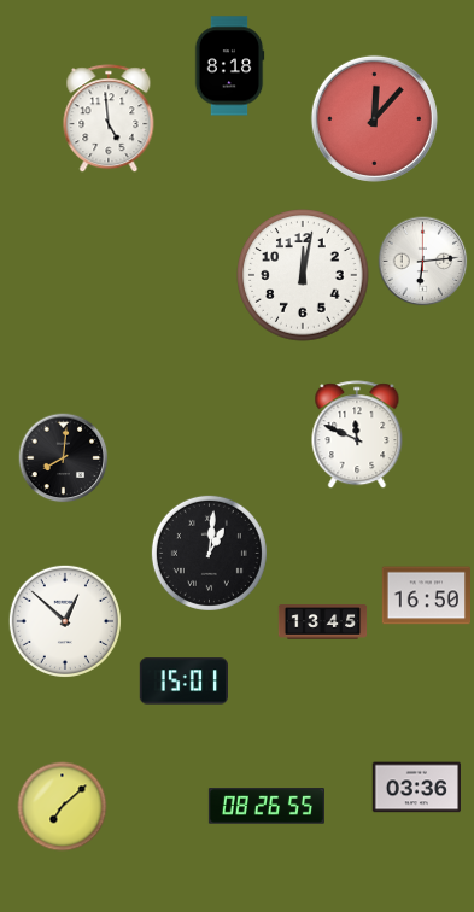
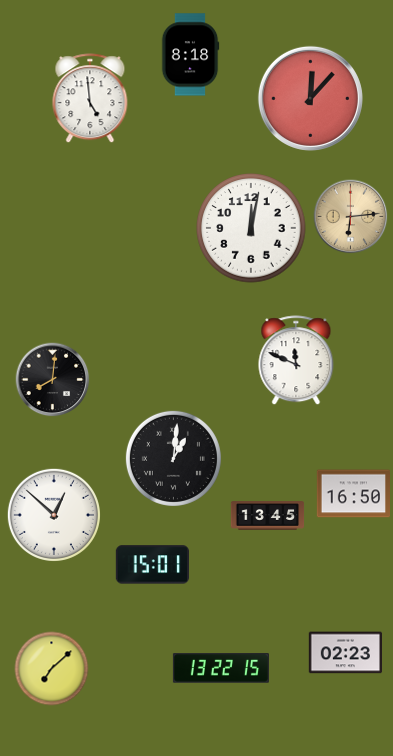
clock at (423, 262) dial: white -> champagne
clock at (416, 788): 03:36 -> 02:23
clock at (267, 806): 08:26 -> 13:22
